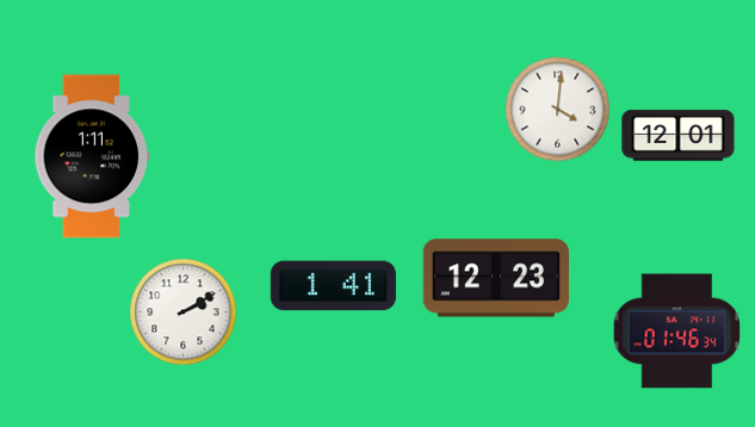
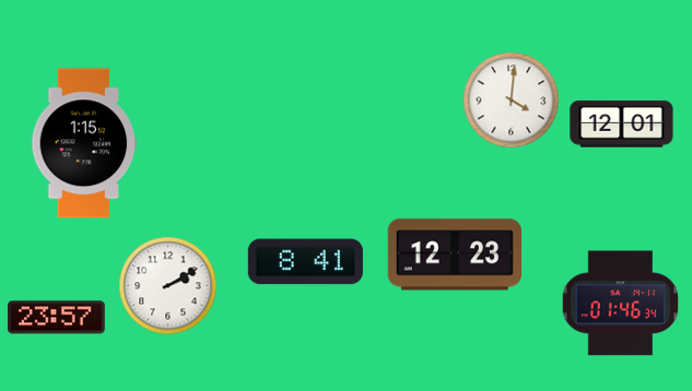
clock at (92, 156): 1:11 -> 1:15
clock at (333, 286): 1:41 -> 8:41
clock at (57, 318): none -> 23:57
